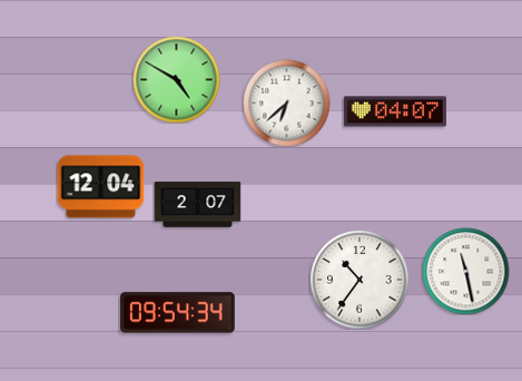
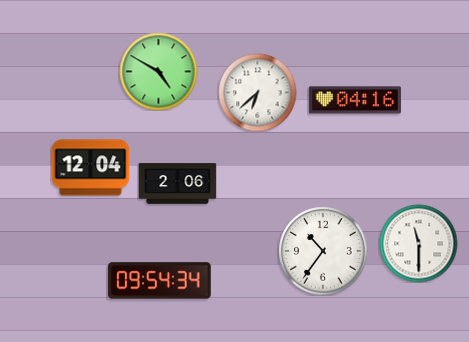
clock at (395, 111): 04:07 -> 04:16
clock at (197, 205): 2:07 -> 2:06
clock at (465, 271): 11:28 -> 11:30
